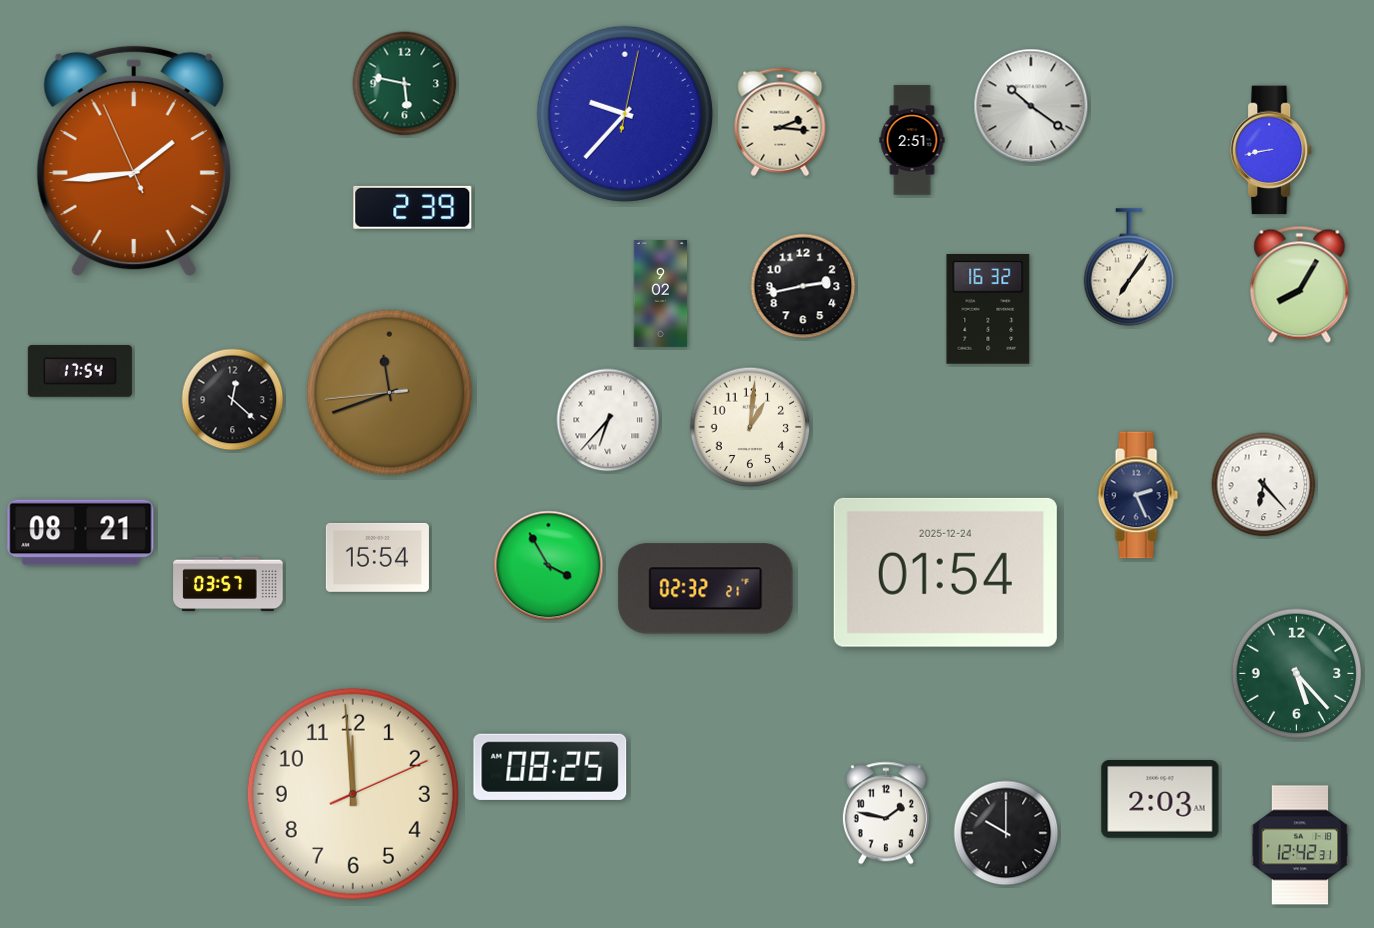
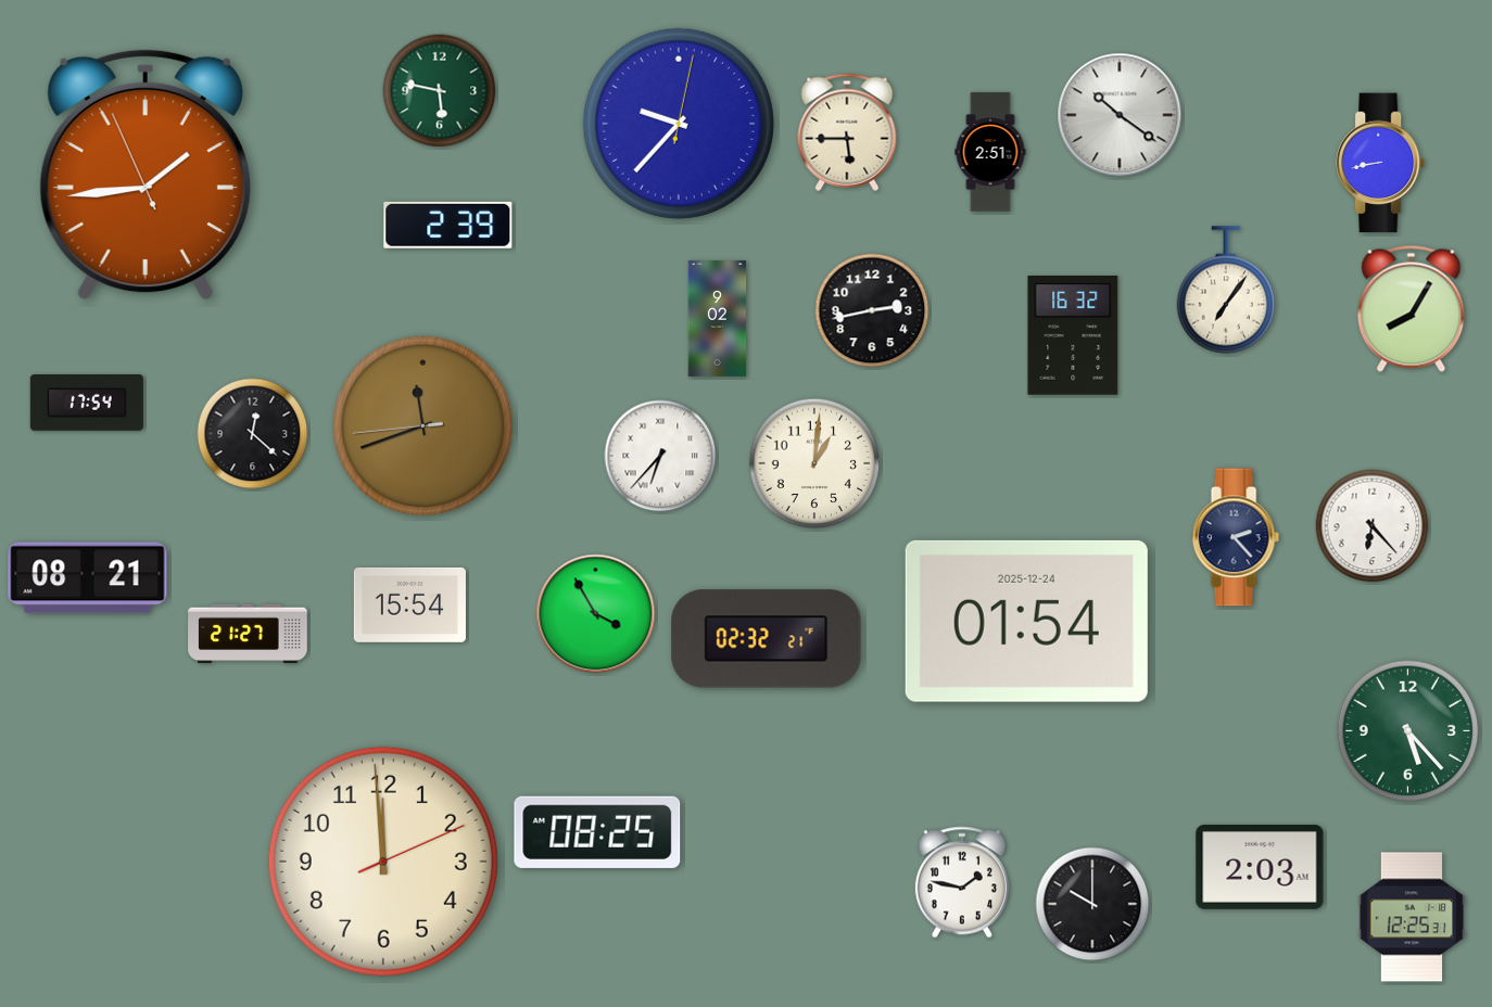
clock at (780, 122): 2:16 -> 5:45
clock at (1138, 495): 2:26 -> 2:23
clock at (228, 584): 03:57 -> 21:27
clock at (1300, 845): 12:42 -> 12:25
